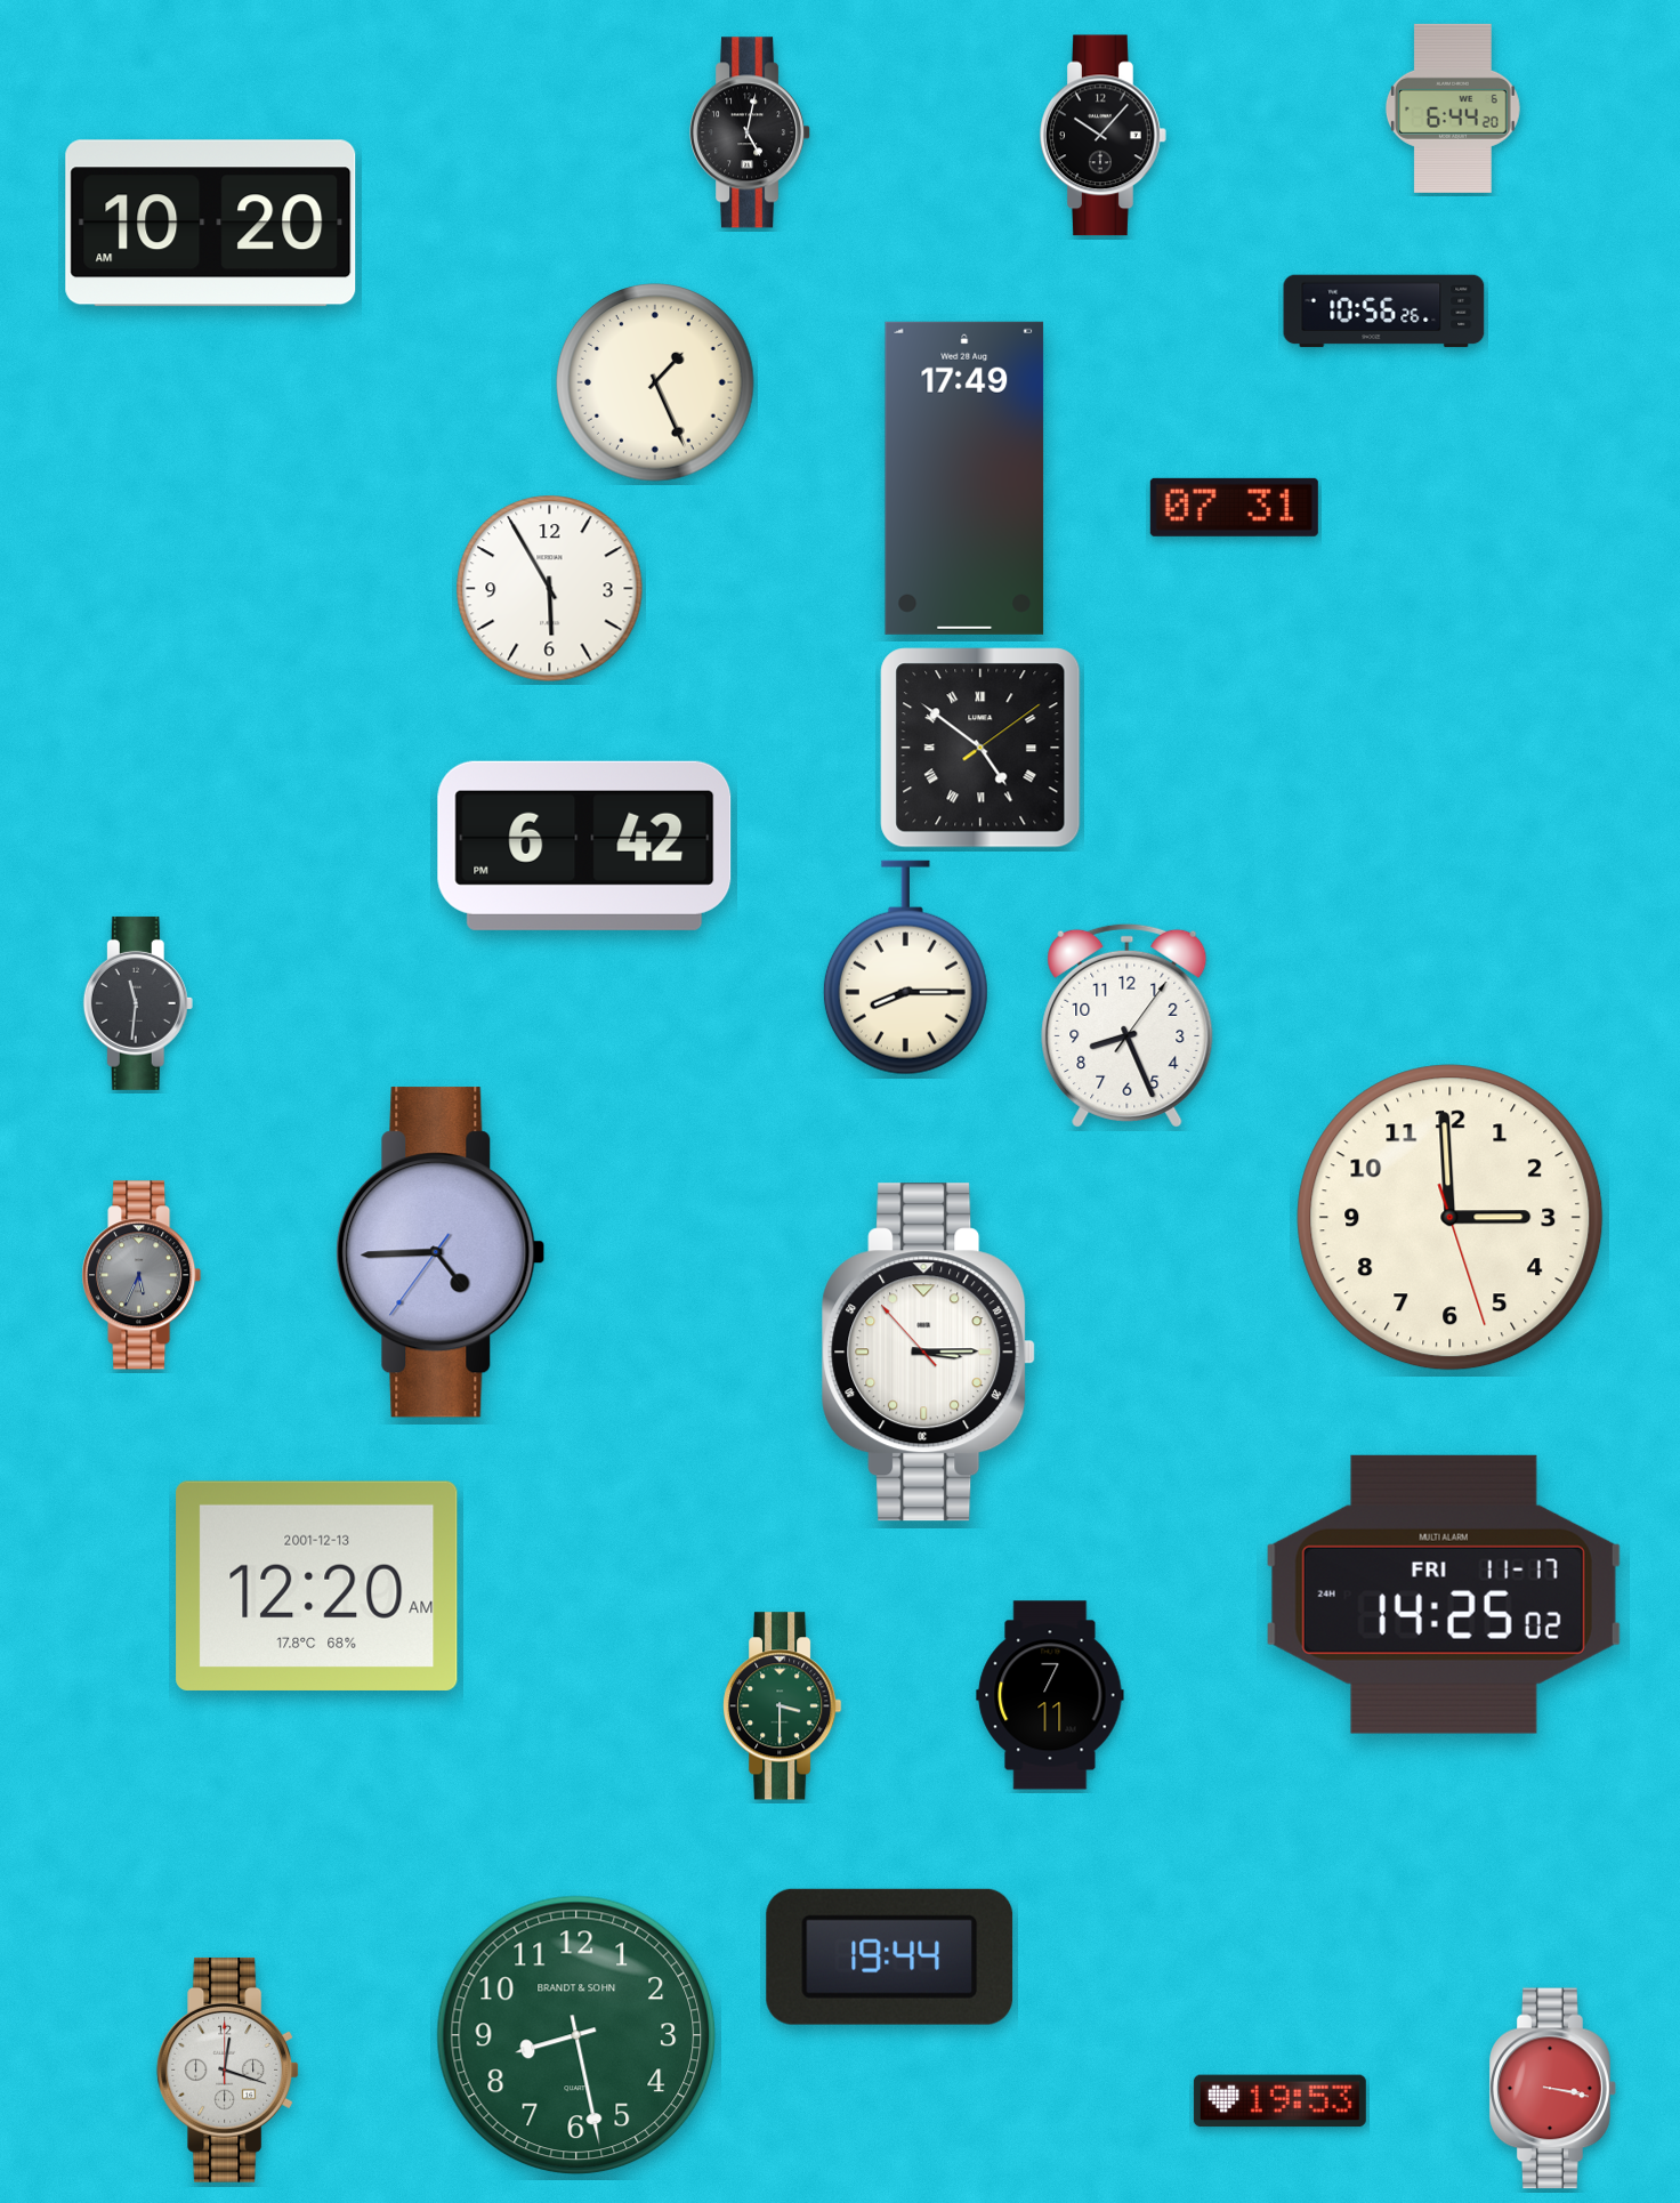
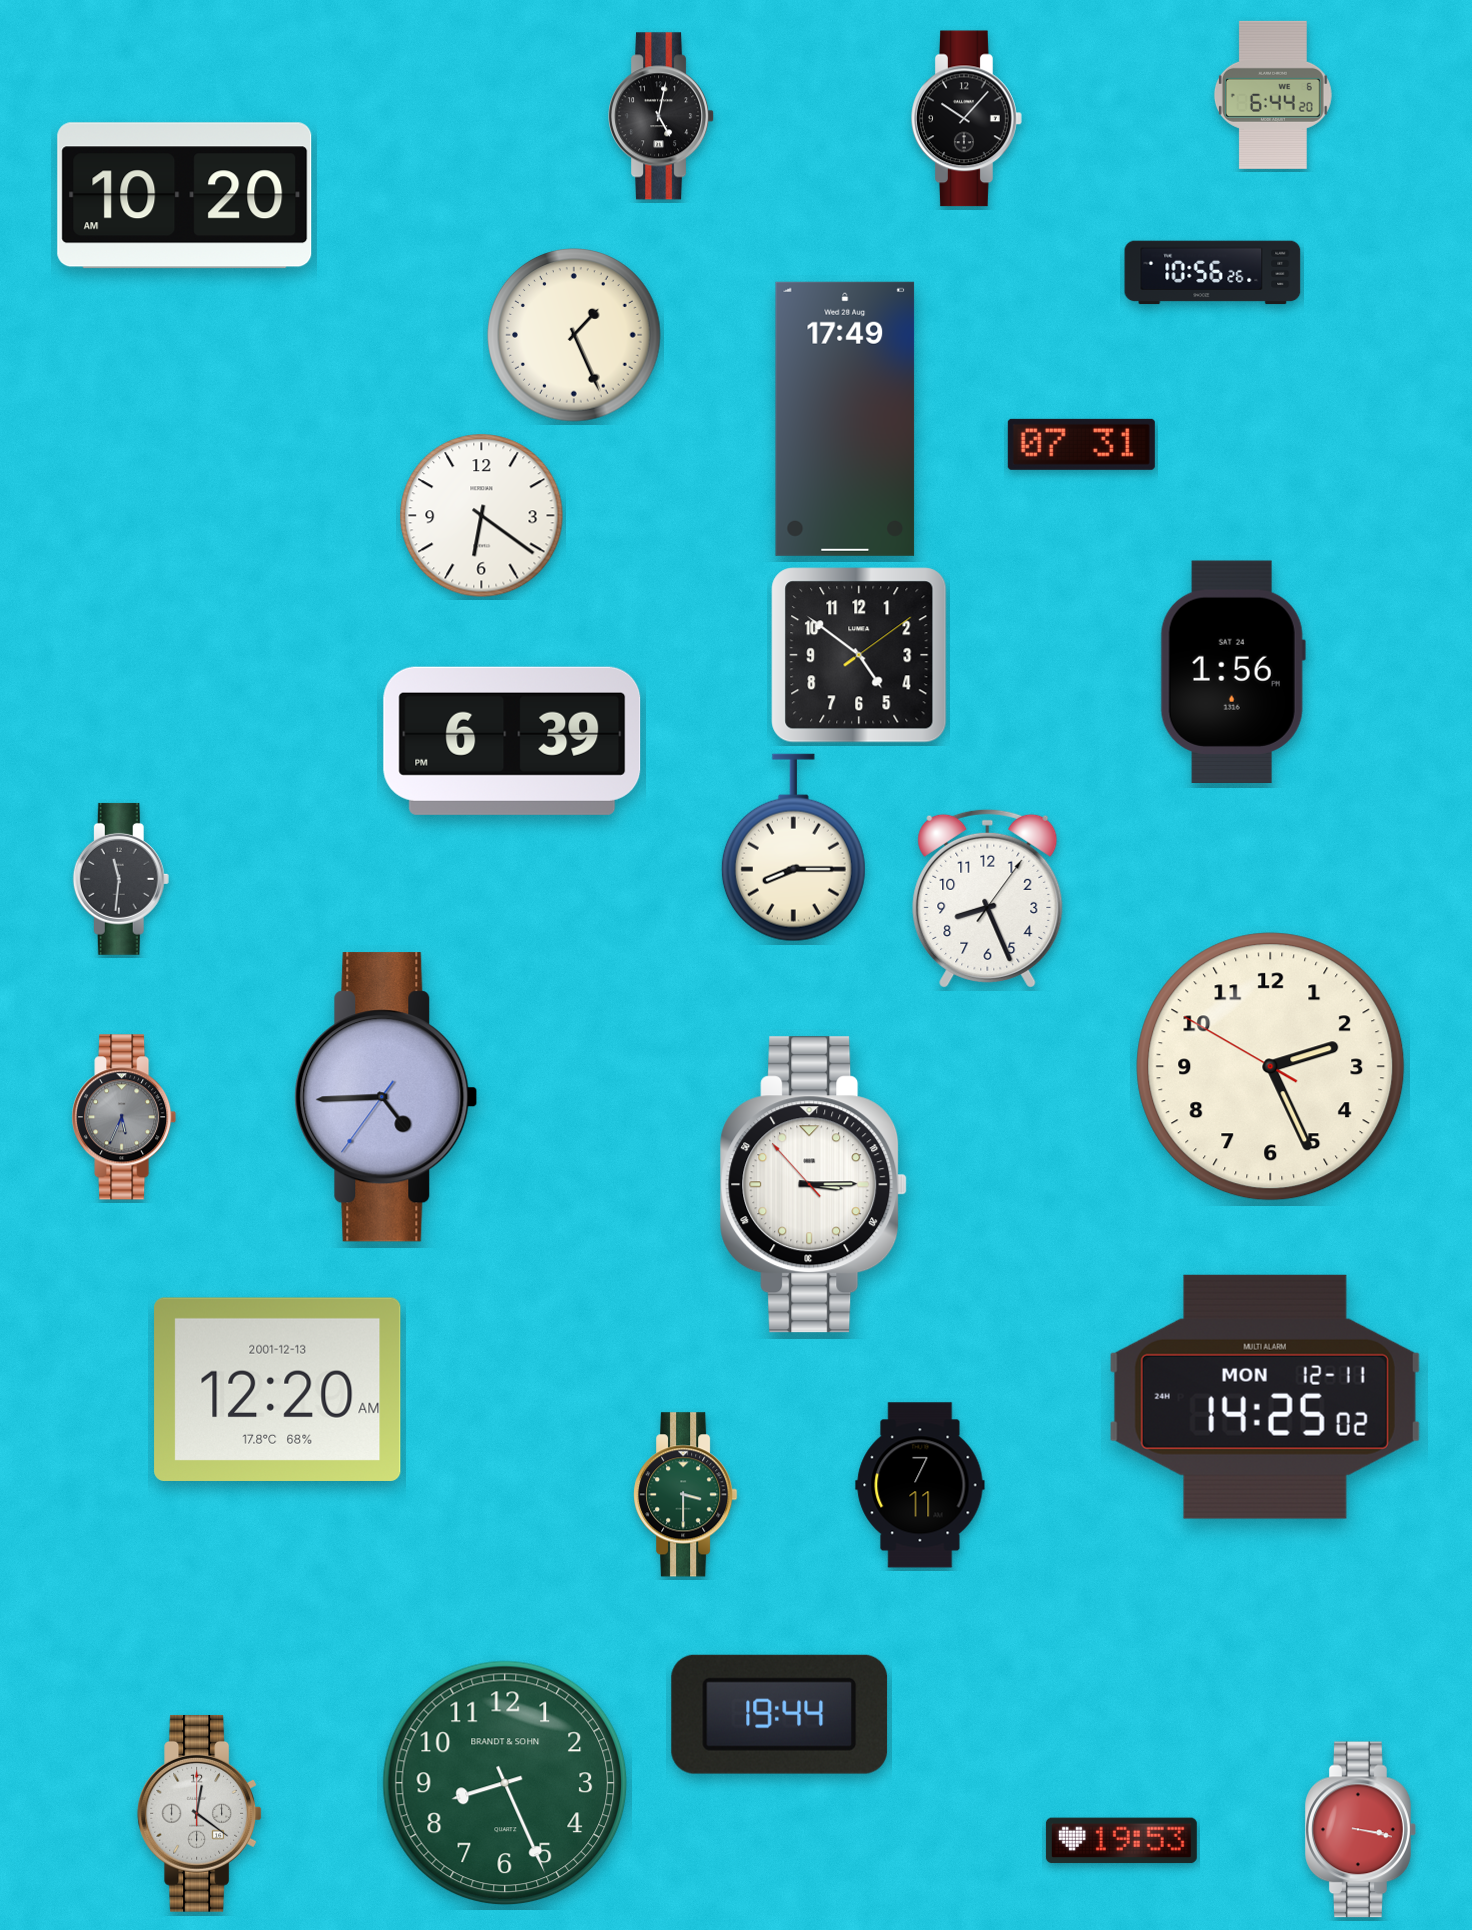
clock at (751, 132) position: (751, 132) -> (662, 116)
clock at (550, 589): 5:55 -> 6:21
clock at (980, 748) numerals: Roman -> Arabic
clock at (1233, 671): none -> 1:56
clock at (584, 846): 6:42 -> 6:39
clock at (1451, 1218): 2:59 -> 2:25
clock at (1444, 1595) date: FRI 11-17 -> MON 12-11
clock at (576, 2035): 8:28 -> 8:26
clock at (227, 2069): 12:18 -> 12:21
